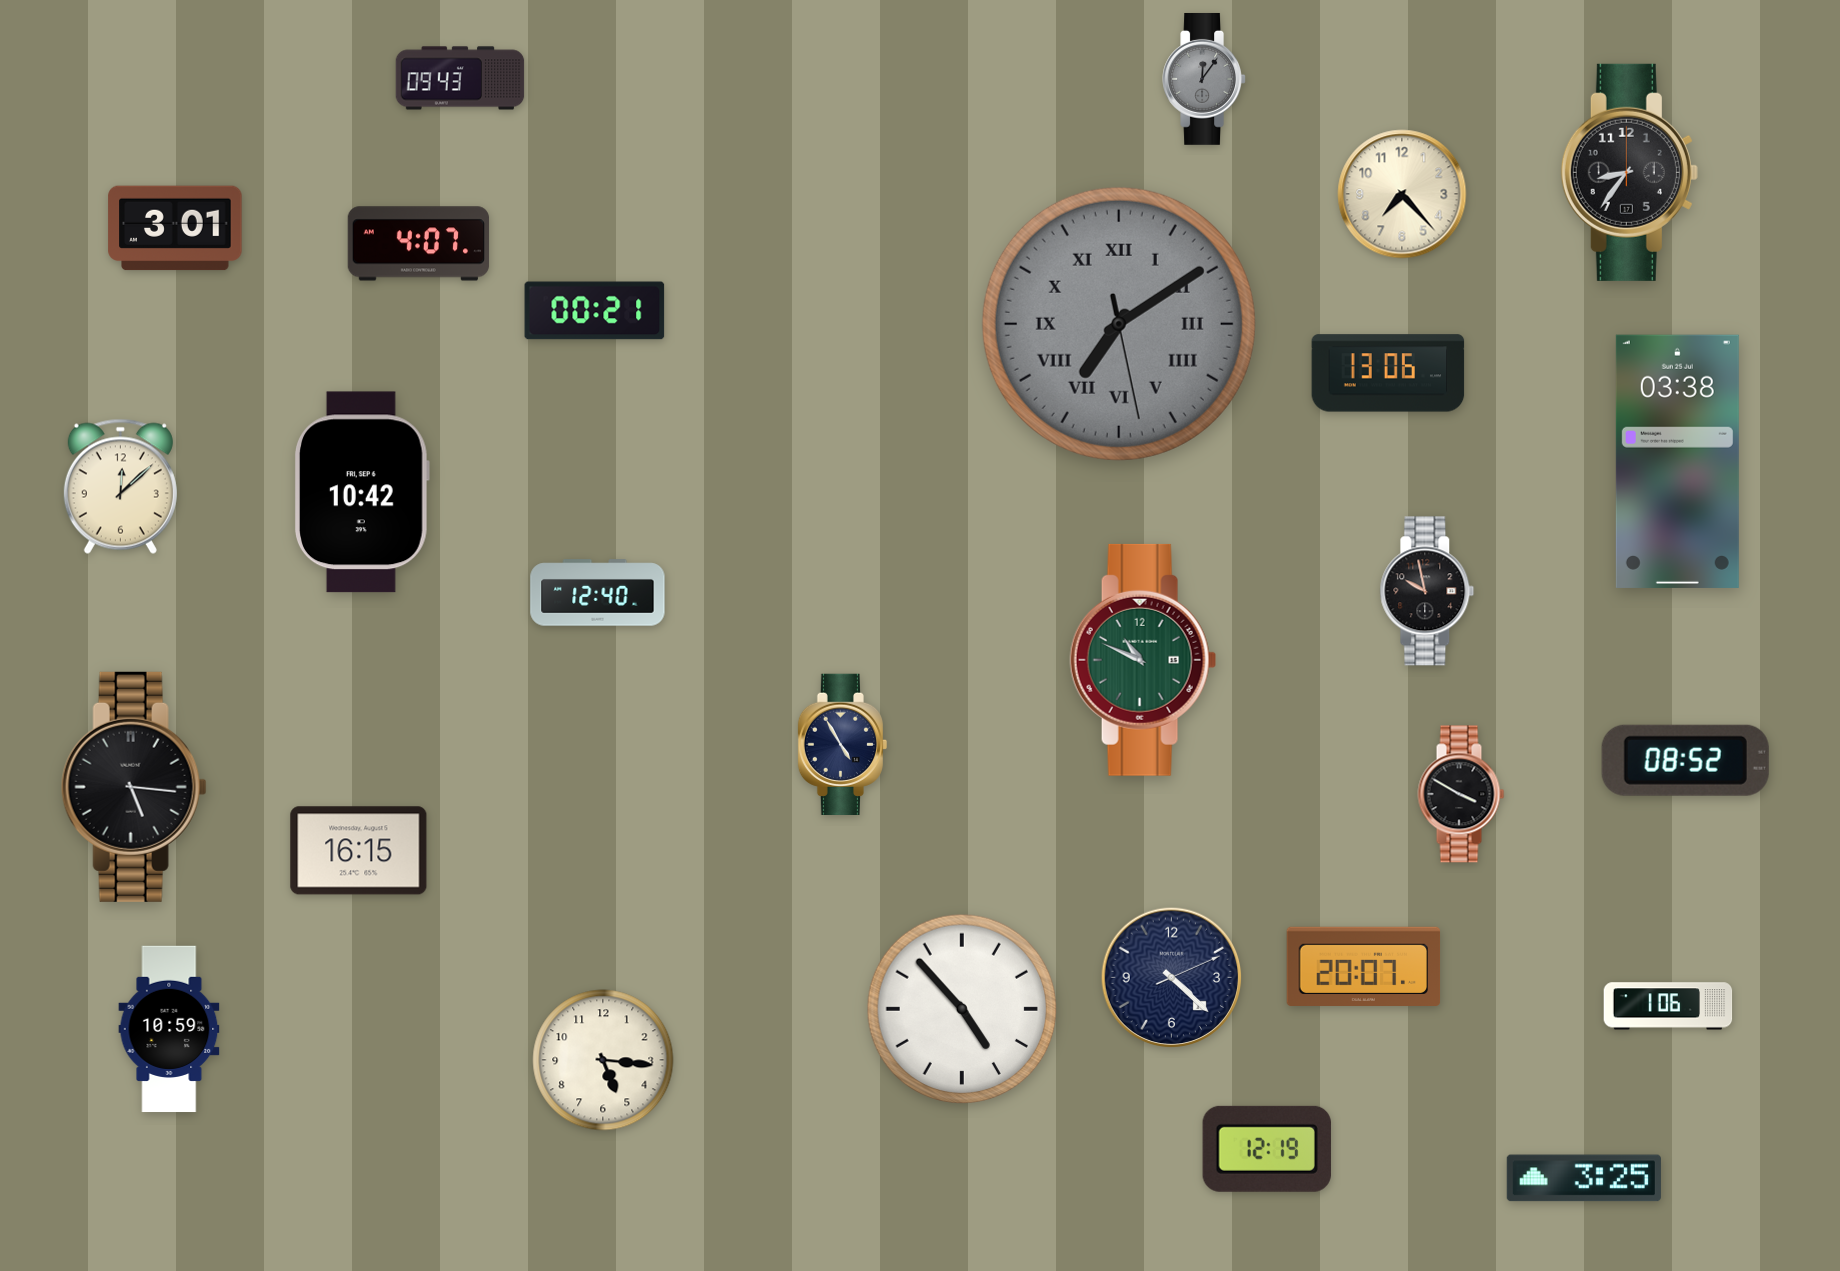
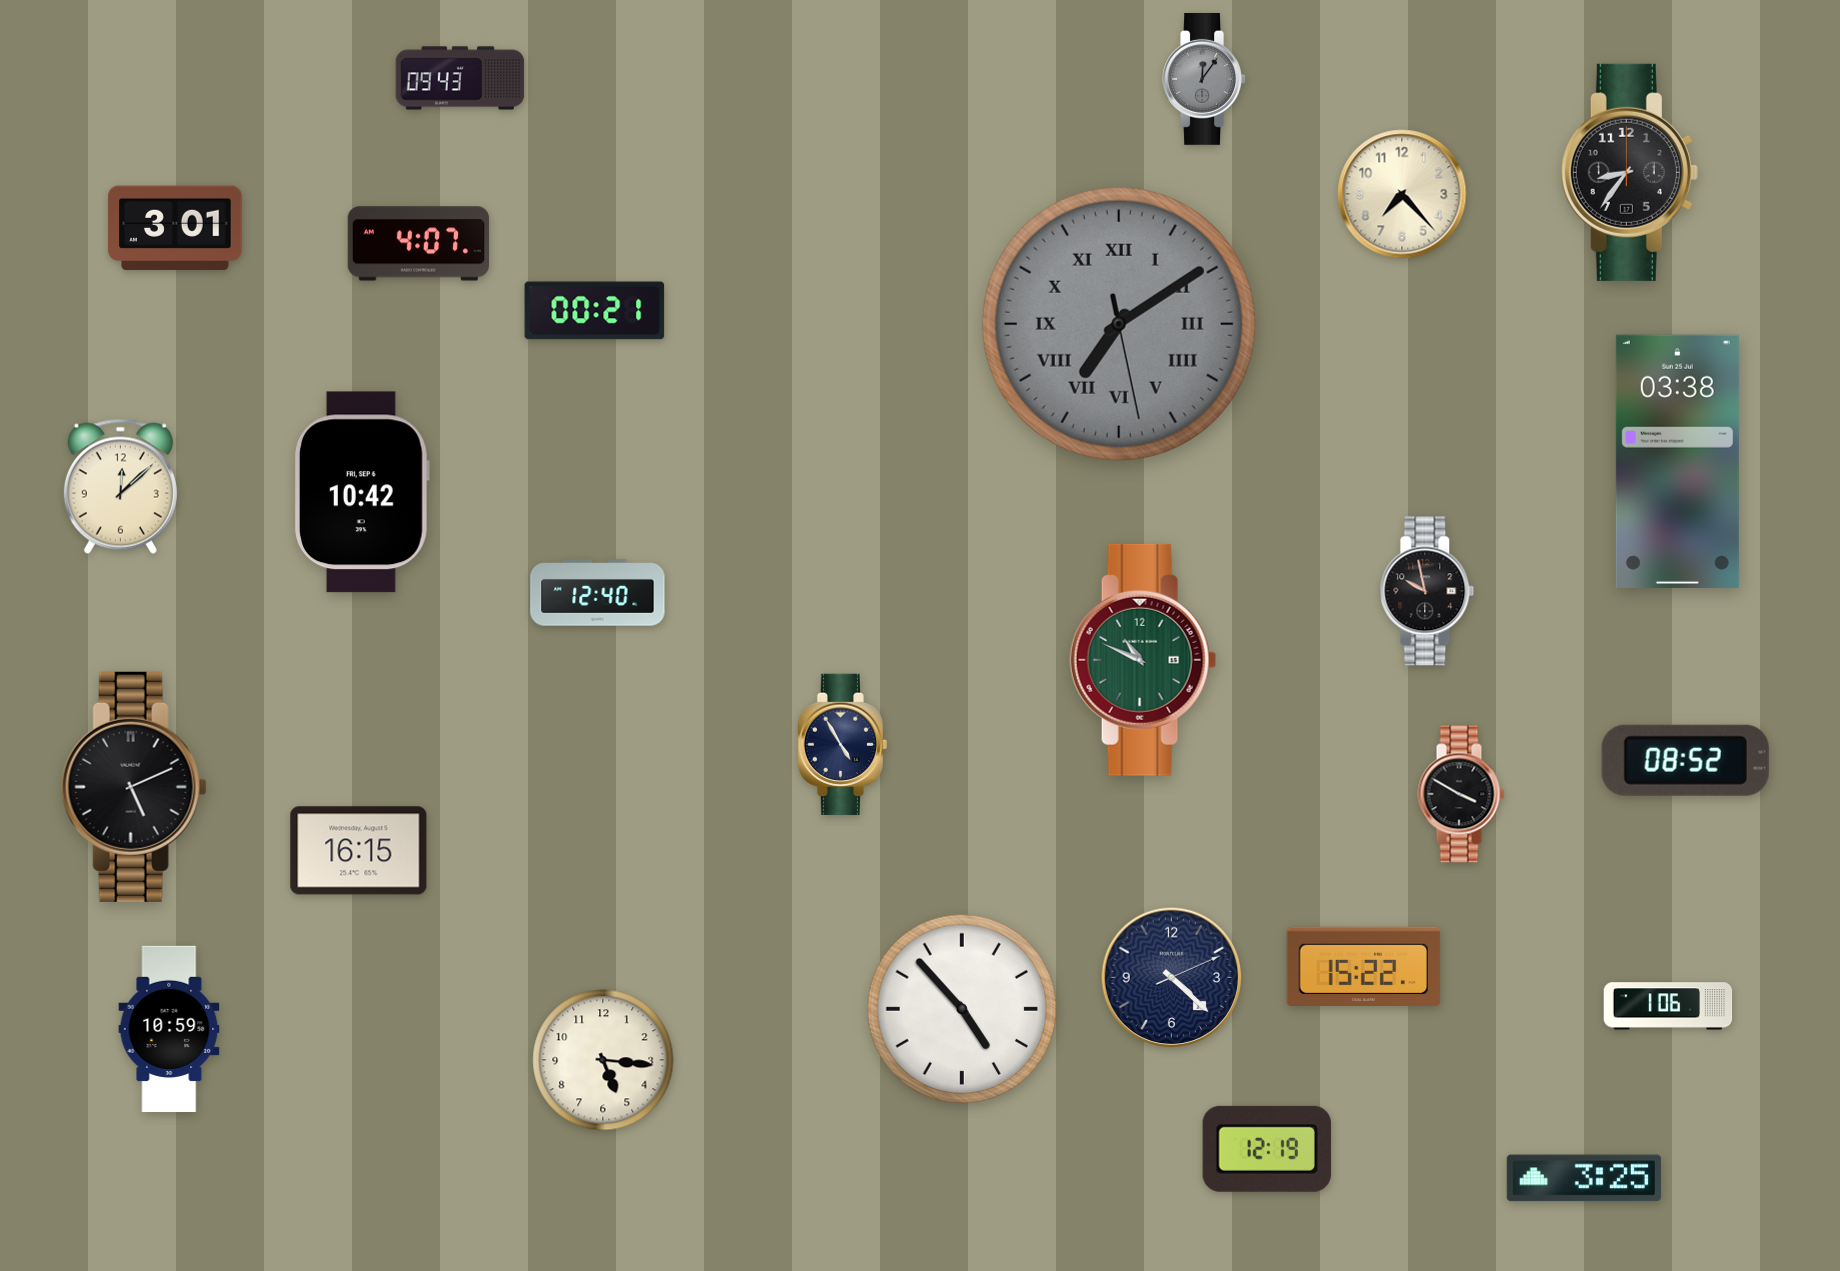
clock at (1388, 373): 13:06 -> none
clock at (134, 787): 5:16 -> 5:11
clock at (1364, 966): 20:07 -> 15:22
